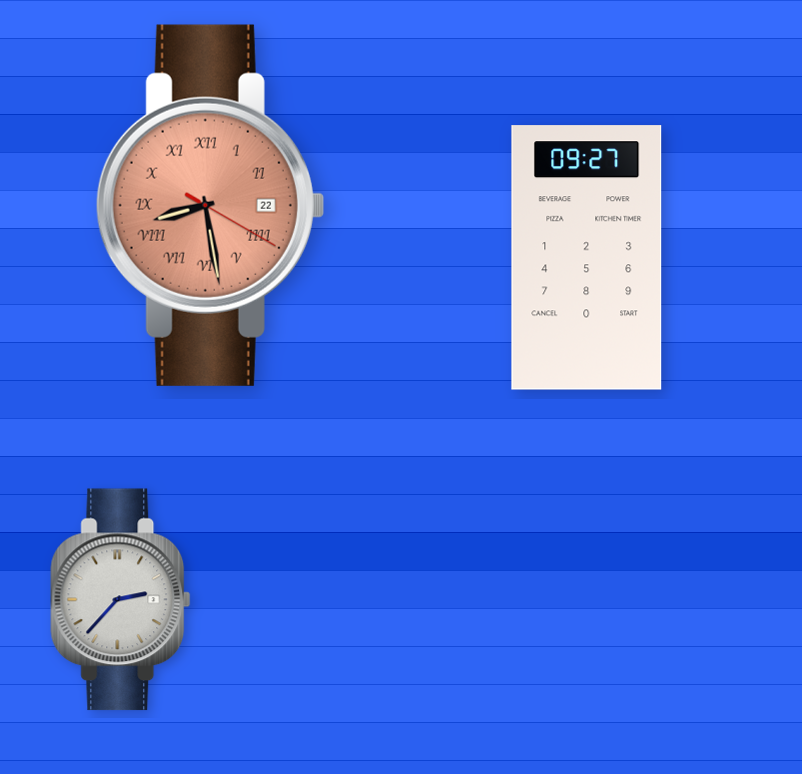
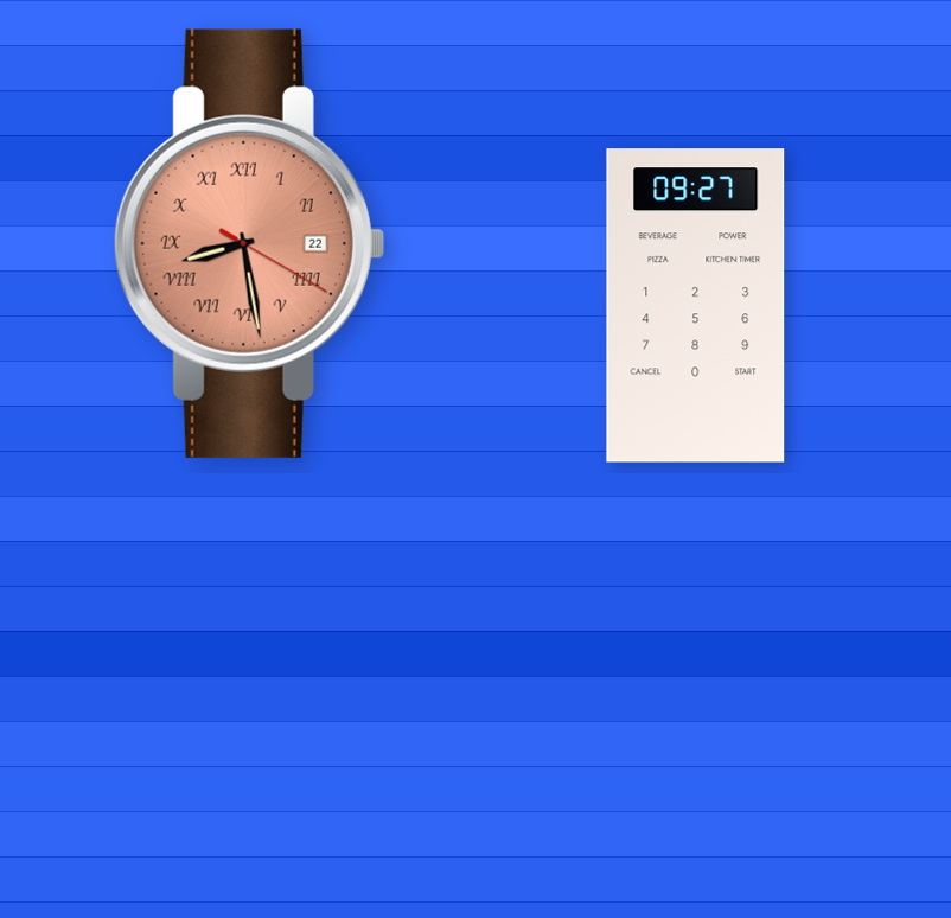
clock at (121, 600): 2:37 -> none
